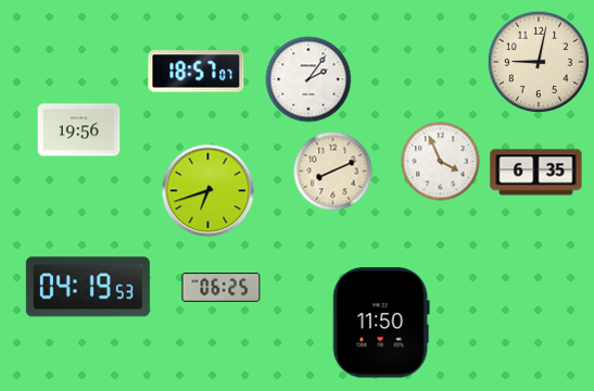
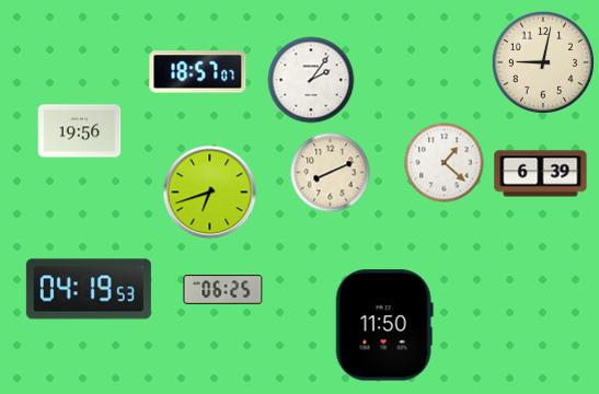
clock at (441, 162): 3:56 -> 1:22
clock at (333, 172) position: (333, 172) -> (331, 173)
clock at (536, 173): 6:35 -> 6:39
